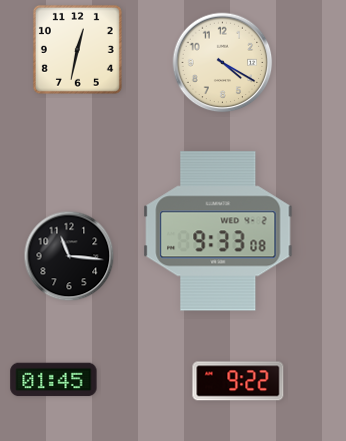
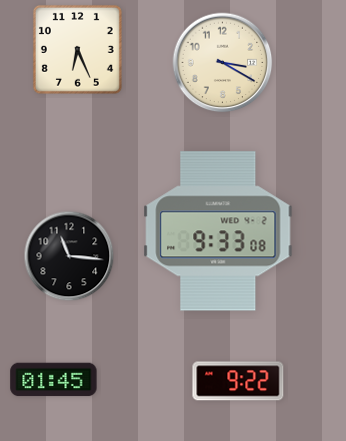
clock at (77, 49): 12:32 -> 6:26
clock at (223, 63): 4:20 -> 3:20
